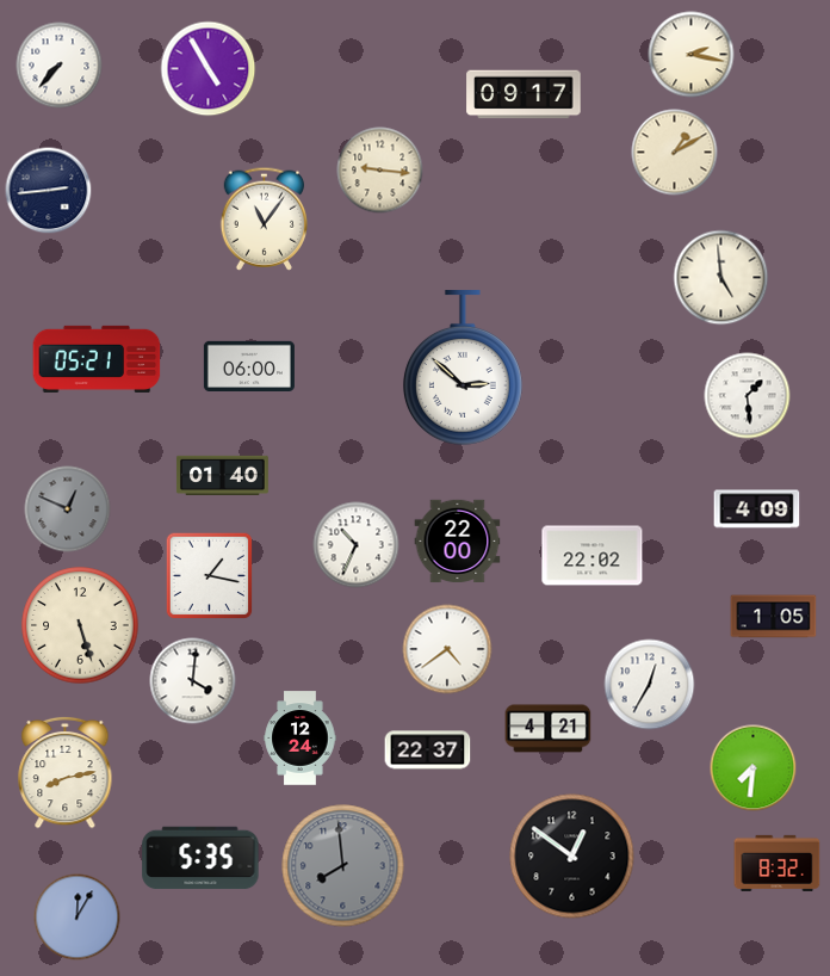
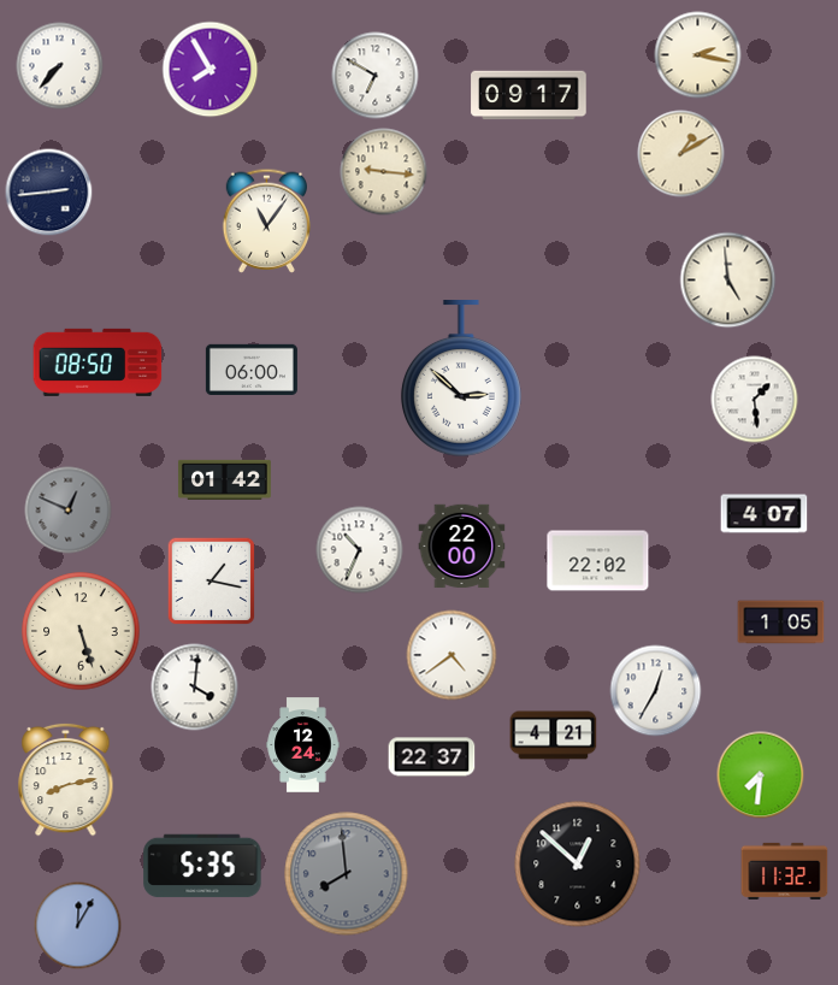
clock at (209, 69): 4:55 -> 7:55
clock at (376, 76): none -> 6:50
clock at (97, 359): 05:21 -> 08:50
clock at (463, 367) position: (463, 367) -> (461, 378)
clock at (222, 476): 01:40 -> 01:42
clock at (68, 509) position: (68, 509) -> (69, 511)
clock at (757, 509): 4:09 -> 4:07
clock at (572, 857): 12:51 -> 12:52
clock at (778, 863): 8:32 -> 11:32
